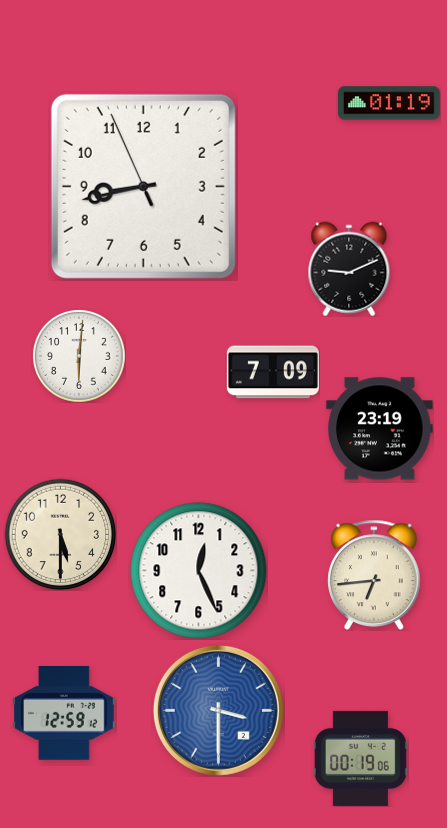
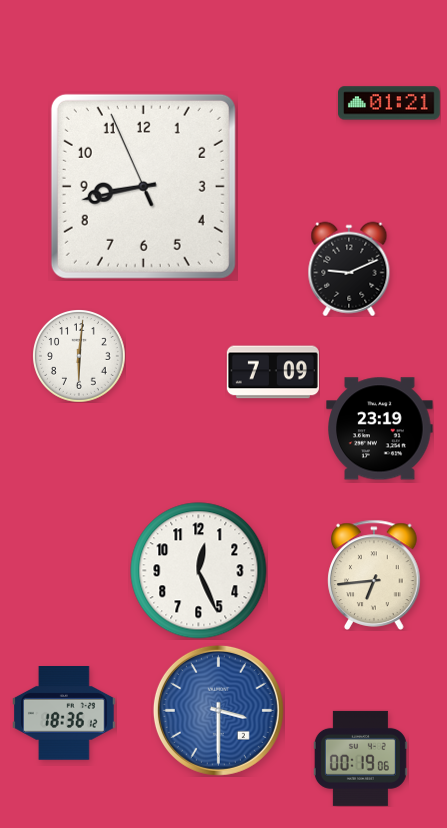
clock at (390, 103): 01:19 -> 01:21
clock at (60, 534): 5:30 -> none
clock at (65, 714): 12:59 -> 18:36
